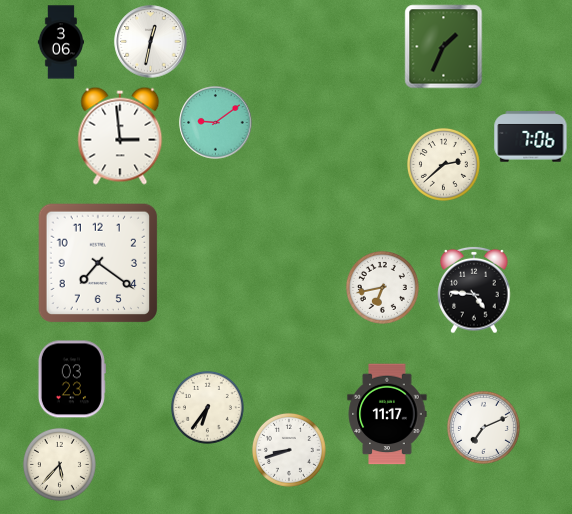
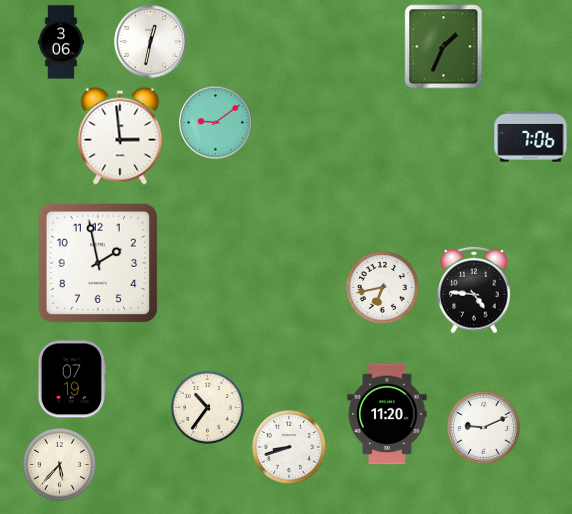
clock at (443, 164): 2:38 -> none
clock at (98, 263): 7:21 -> 1:58
clock at (72, 379): 03:23 -> 07:19
clock at (207, 407): 6:36 -> 10:36
clock at (387, 414): 11:17 -> 11:20
clock at (483, 427): 7:11 -> 9:11
clock at (289, 450) position: (289, 450) -> (289, 447)
